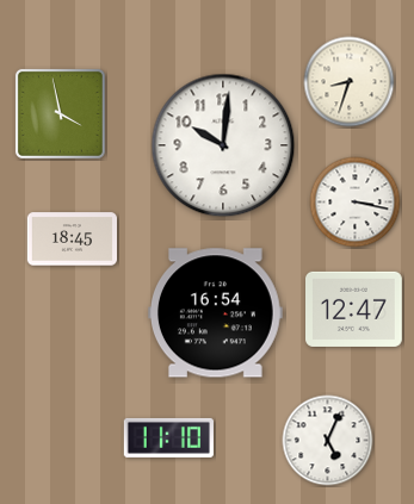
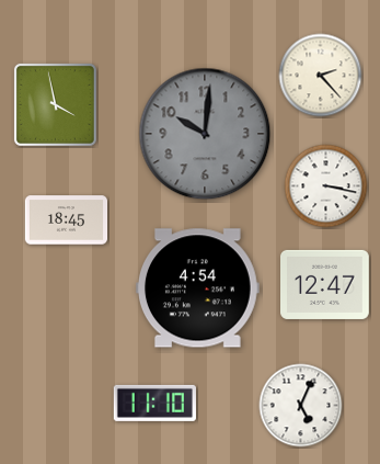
clock at (350, 82): 8:33 -> 2:23
clock at (223, 145) dial: white -> grey
clock at (216, 313): 16:54 -> 4:54
